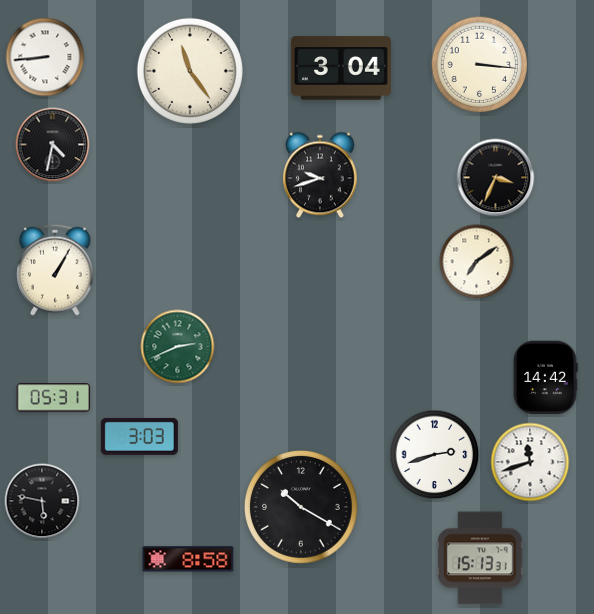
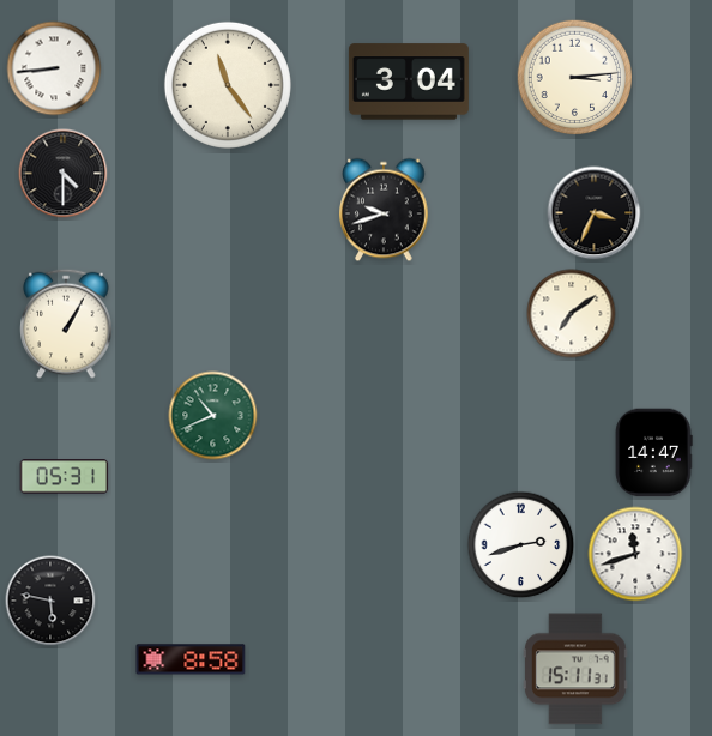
clock at (480, 65): 3:16 -> 3:14
clock at (53, 145): 4:32 -> 4:30
clock at (178, 347): 2:41 -> 10:41
clock at (545, 378): 14:42 -> 14:47
clock at (139, 436): 3:03 -> none
clock at (301, 507): 10:20 -> none
clock at (481, 558): 15:13 -> 15:11
clock at (188, 559) position: (188, 559) -> (191, 659)
